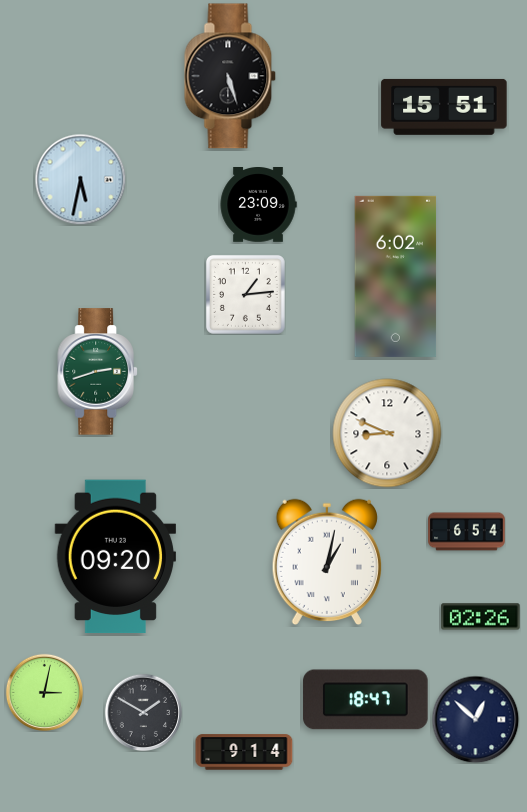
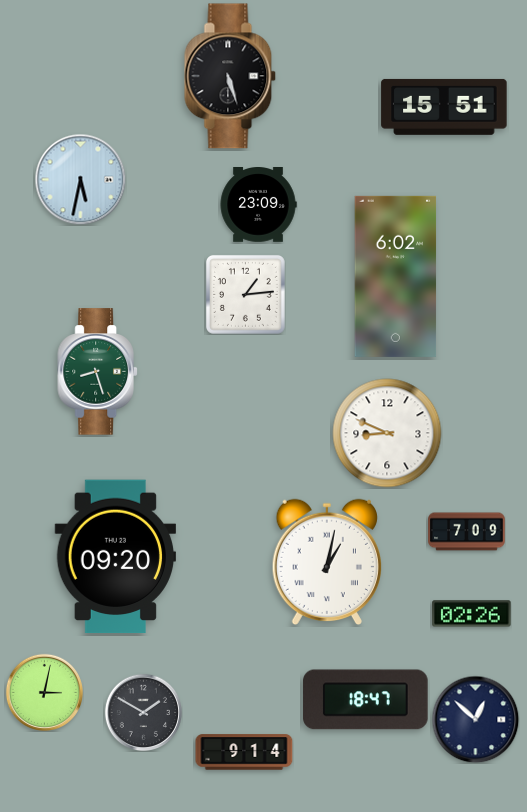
clock at (97, 372): 2:42 -> 8:27
clock at (467, 532): 6:54 -> 7:09
clock at (481, 617) position: (481, 617) -> (472, 614)
